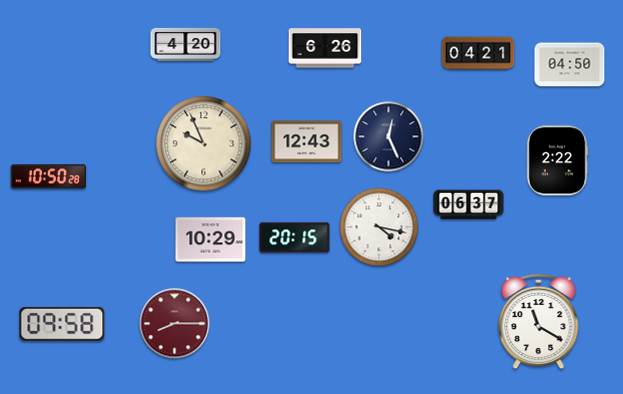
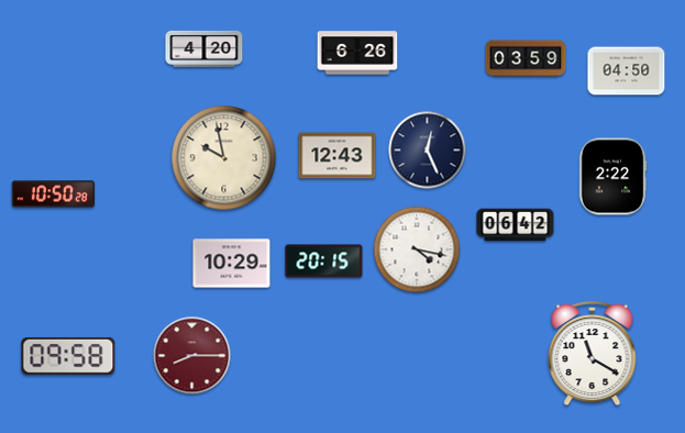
clock at (478, 53): 04:21 -> 03:59
clock at (204, 144): 9:56 -> 9:58
clock at (469, 205): 06:37 -> 06:42
